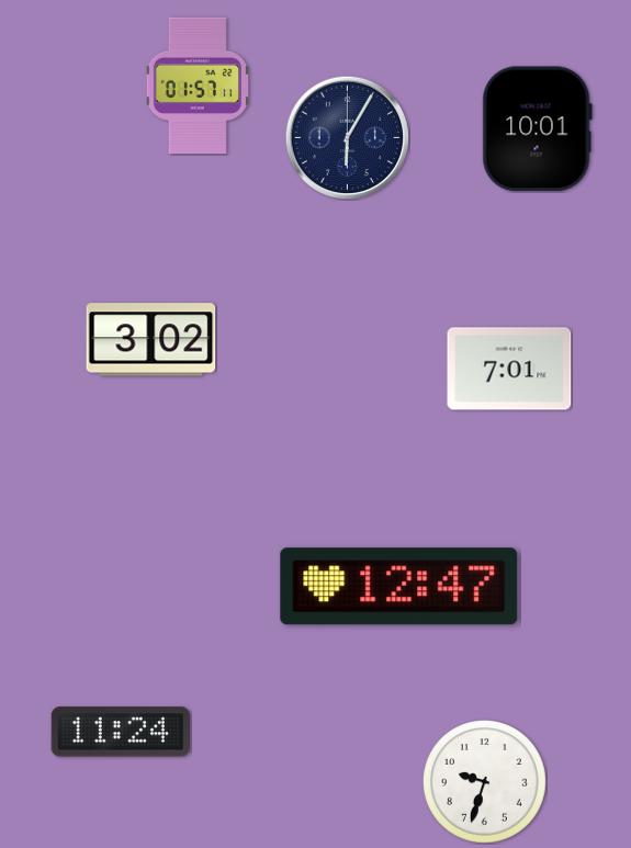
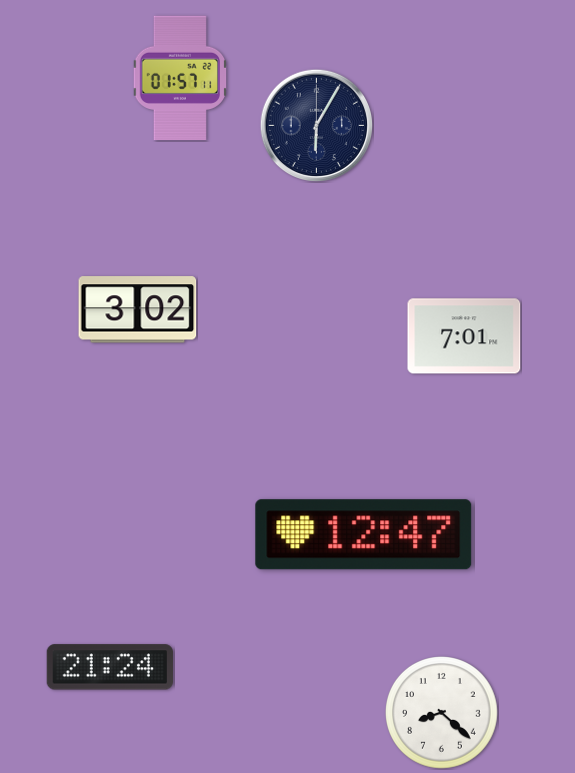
clock at (537, 129): 10:01 -> none
clock at (121, 732): 11:24 -> 21:24
clock at (485, 782): 9:33 -> 8:22
